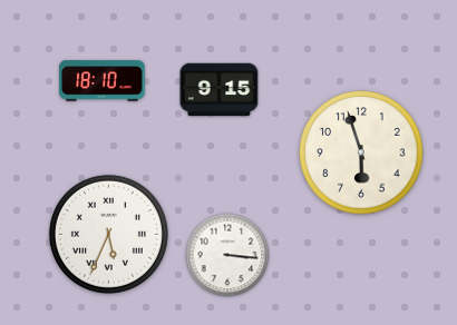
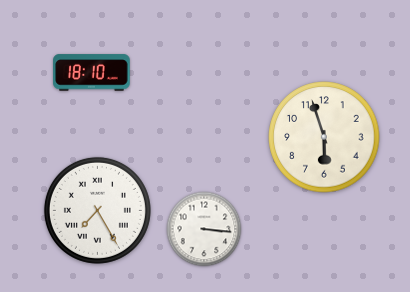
clock at (220, 90): 9:15 -> none
clock at (108, 234): 5:34 -> 7:25
